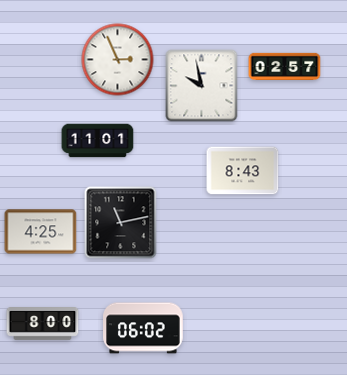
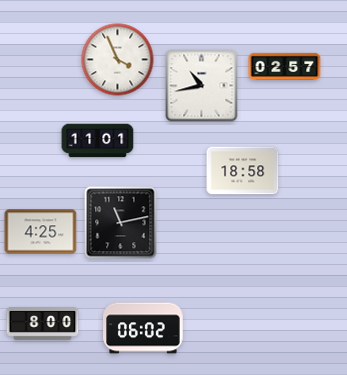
clock at (118, 60): 2:56 -> 3:56
clock at (202, 86): 9:58 -> 10:43
clock at (243, 171): 8:43 -> 18:58
